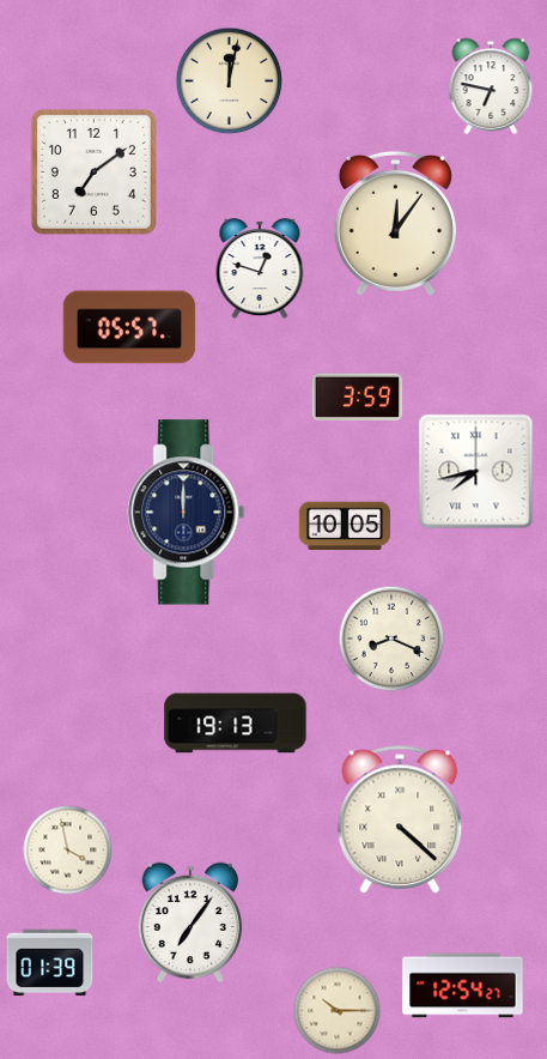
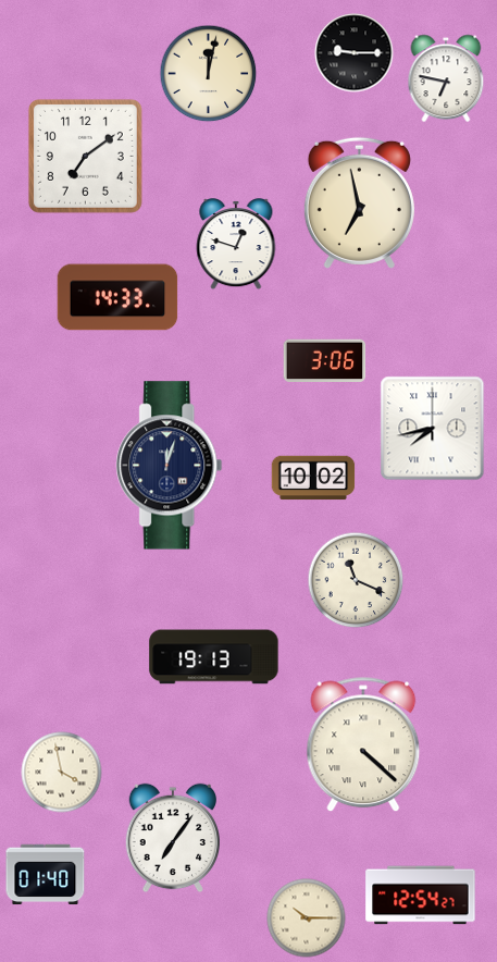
clock at (355, 53): none -> 9:15
clock at (395, 223): 12:06 -> 6:58
clock at (129, 327): 05:57 -> 14:33
clock at (358, 398): 3:59 -> 3:06
clock at (187, 513): 12:00 -> 12:03
clock at (345, 526): 10:05 -> 10:02
clock at (391, 639): 8:19 -> 11:19
clock at (50, 963): 01:39 -> 01:40
